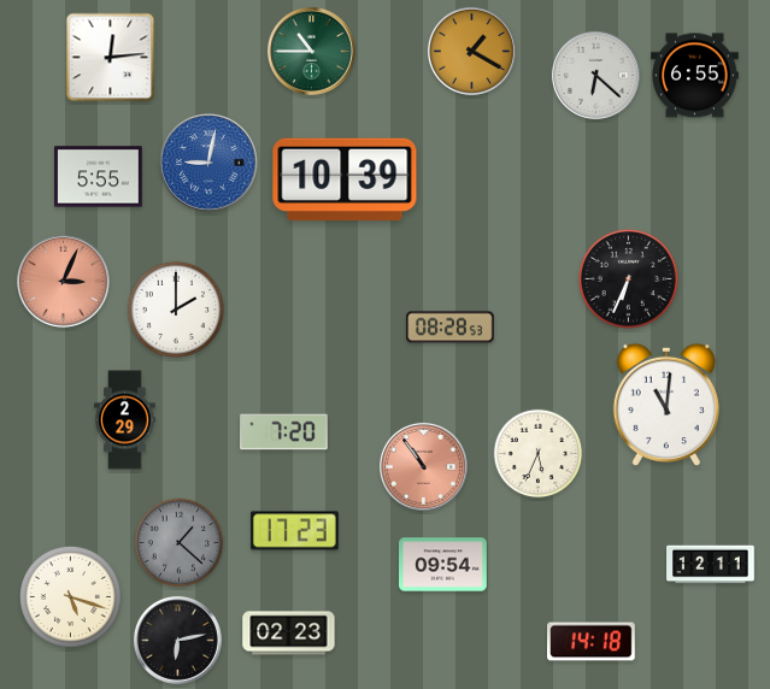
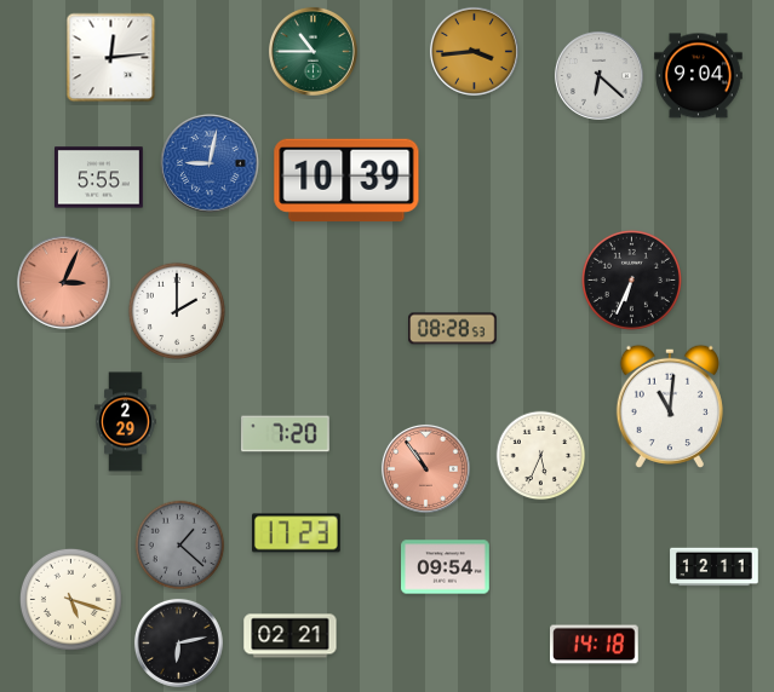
clock at (471, 51): 1:20 -> 3:44
clock at (695, 76): 6:55 -> 9:04
clock at (289, 634): 02:23 -> 02:21
